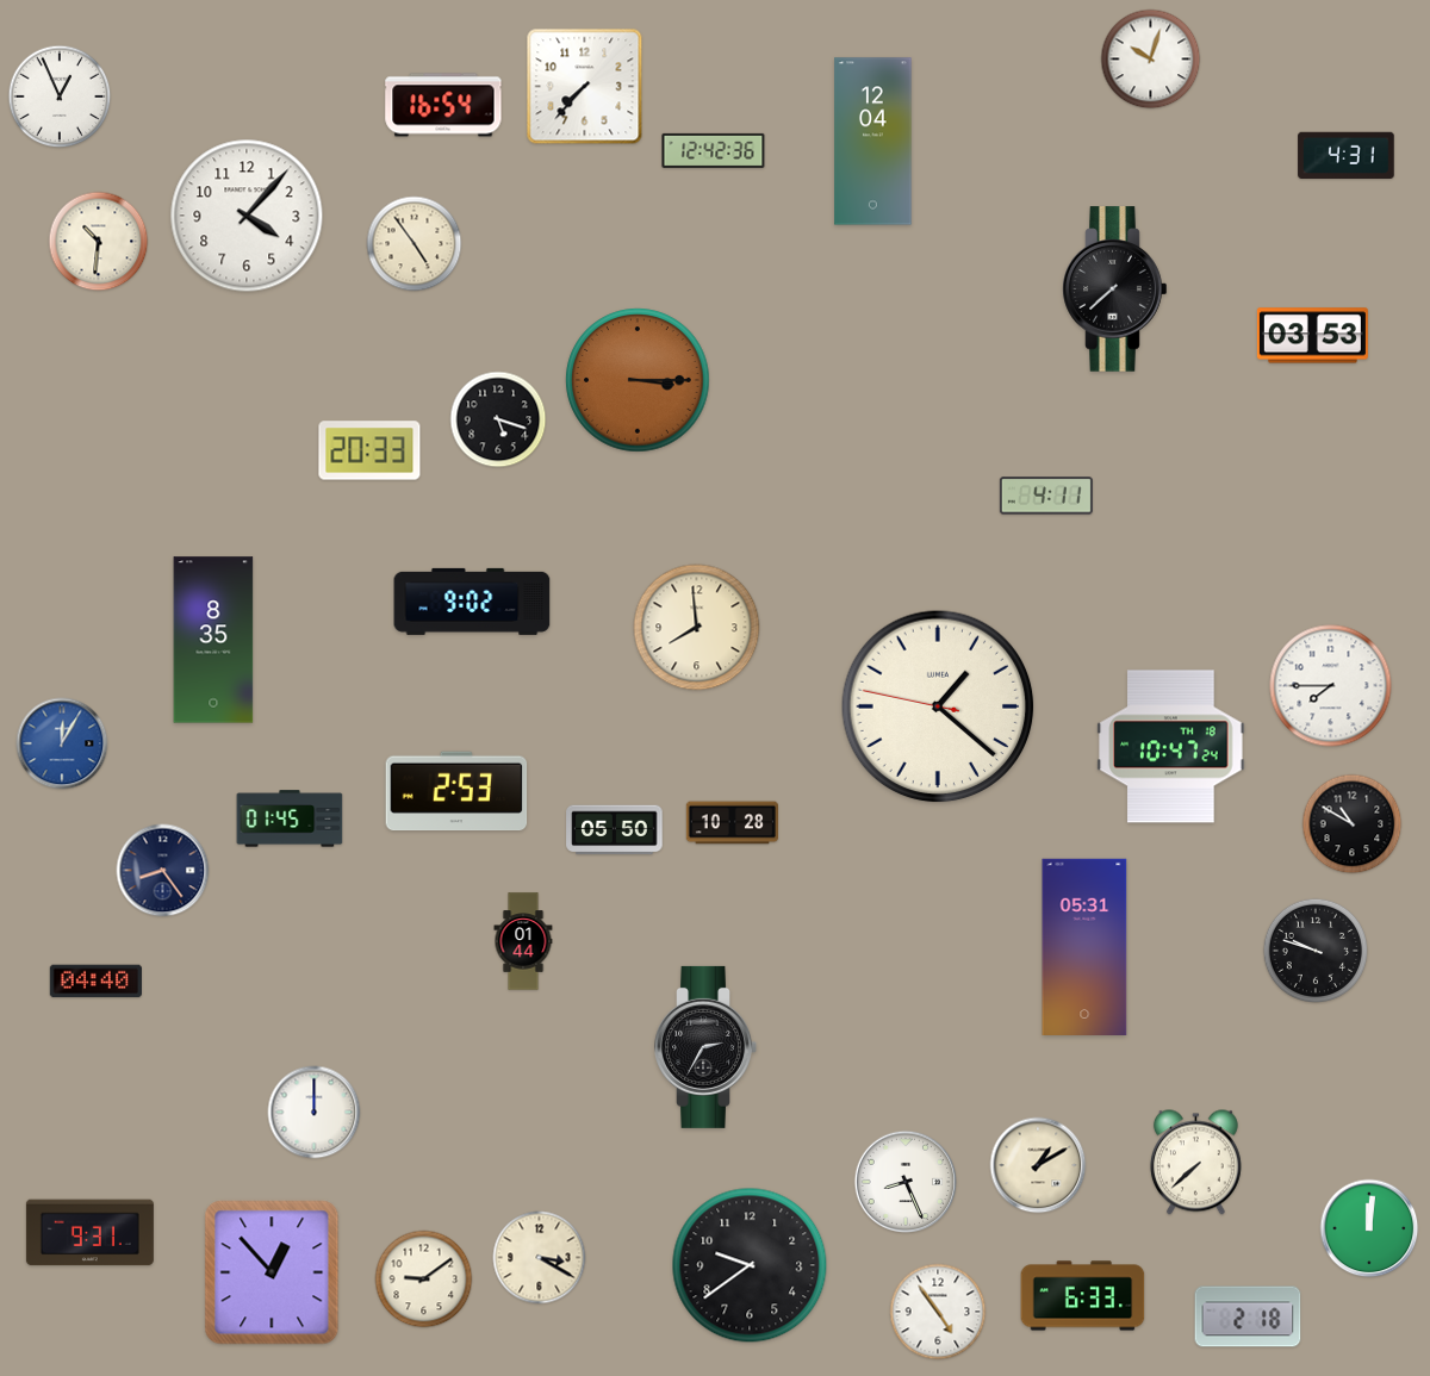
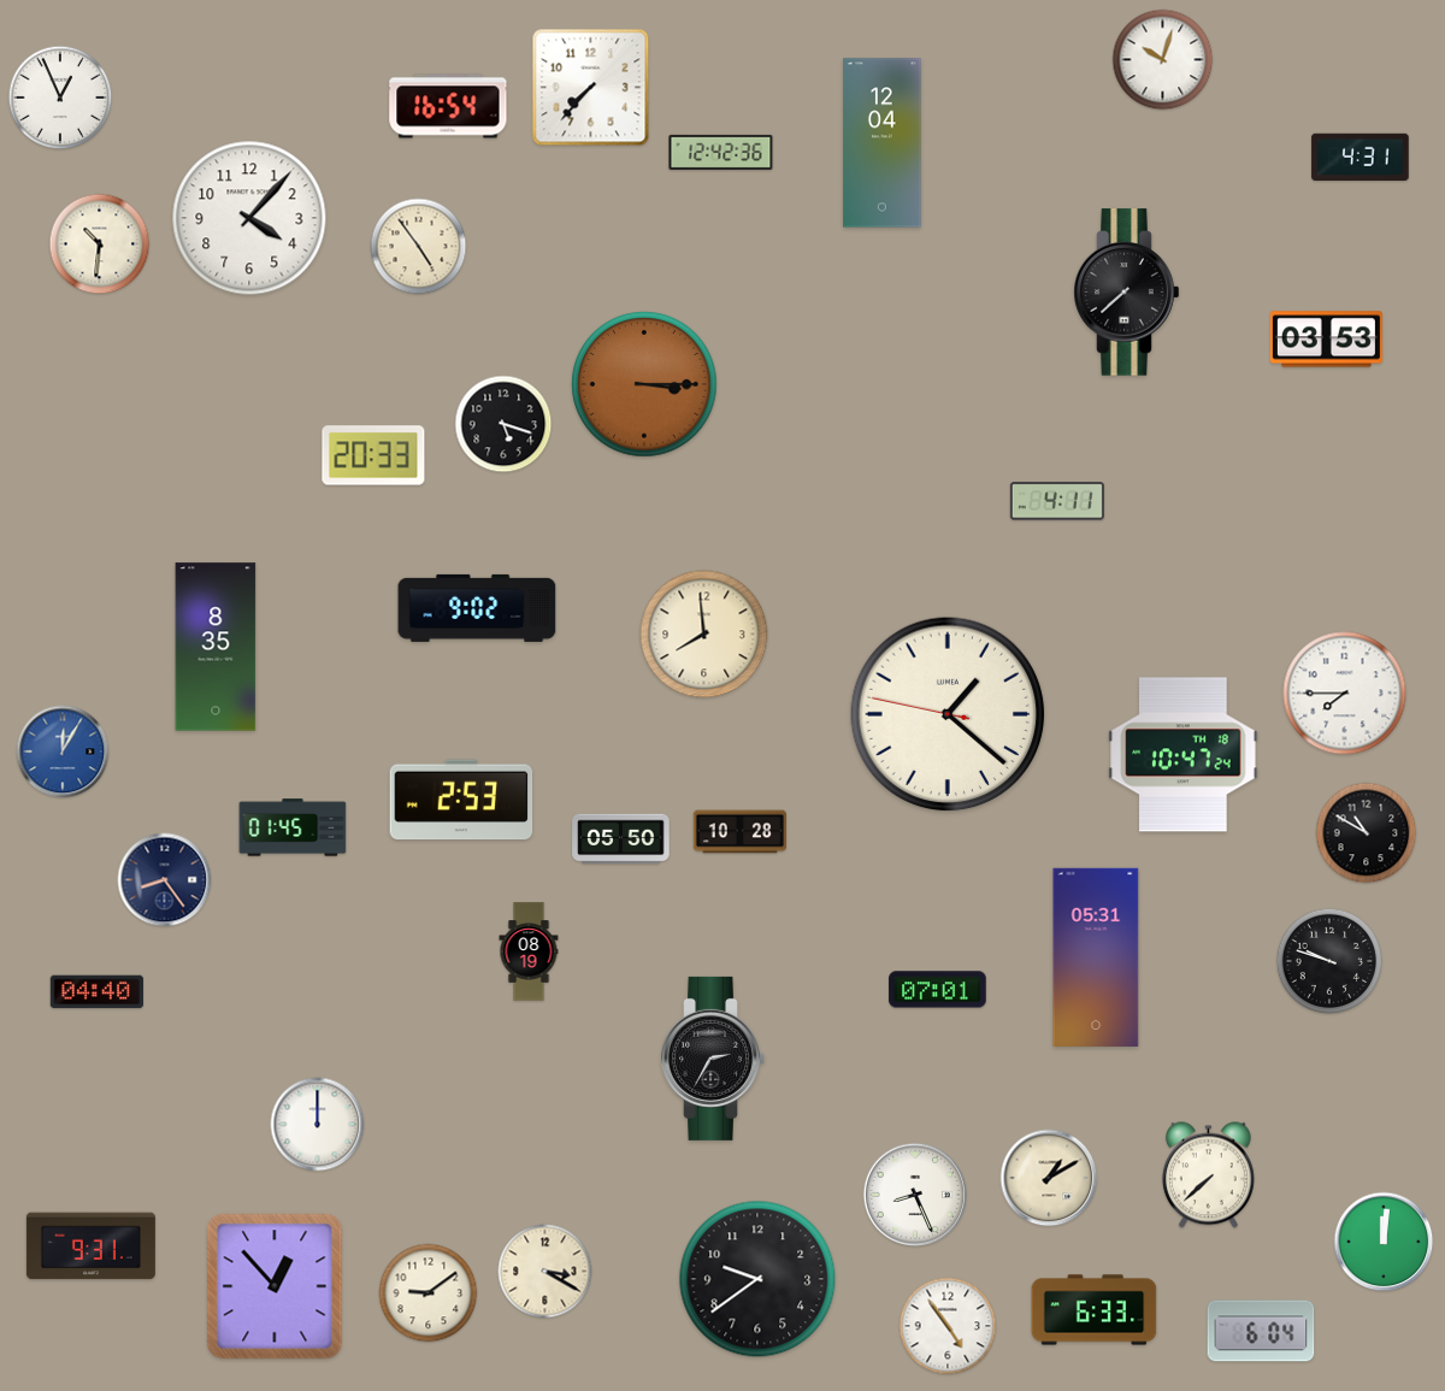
clock at (523, 941): 01:44 -> 08:19
clock at (938, 990): none -> 07:01
clock at (1248, 1316): 2:18 -> 6:04
